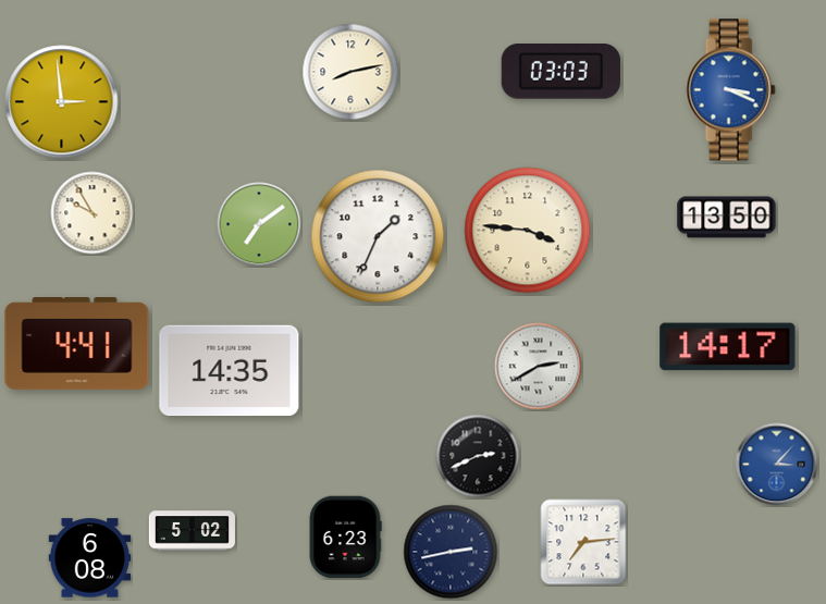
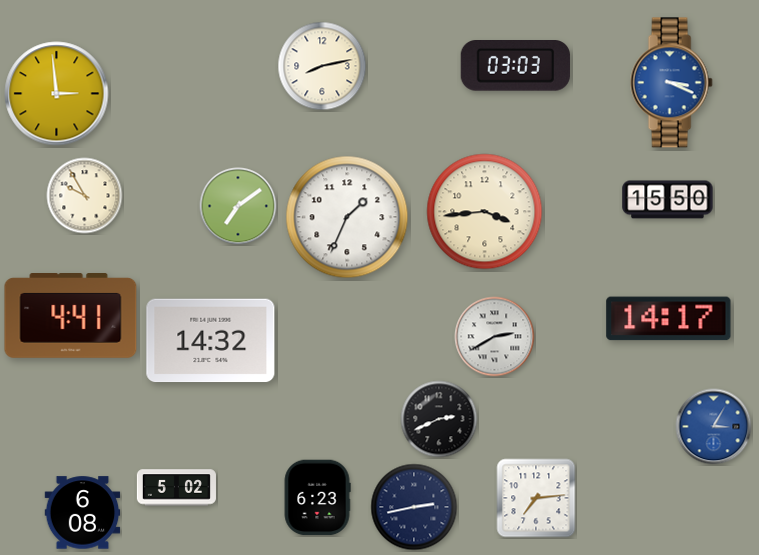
clock at (727, 218): 13:50 -> 15:50
clock at (528, 231): 3:46 -> 3:44
clock at (230, 371): 14:35 -> 14:32
clock at (777, 465): 3:07 -> 3:05
clock at (345, 538) position: (345, 538) -> (317, 498)
